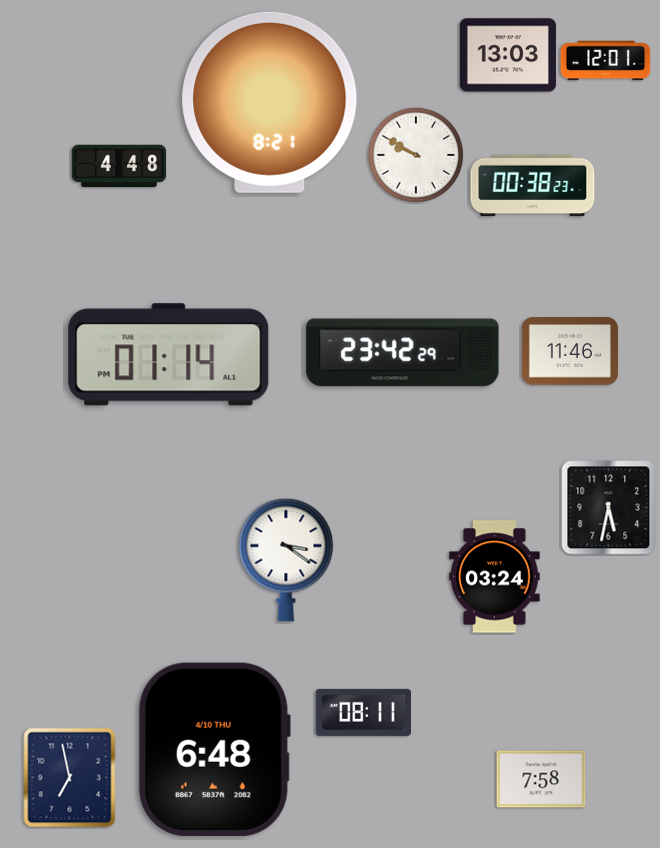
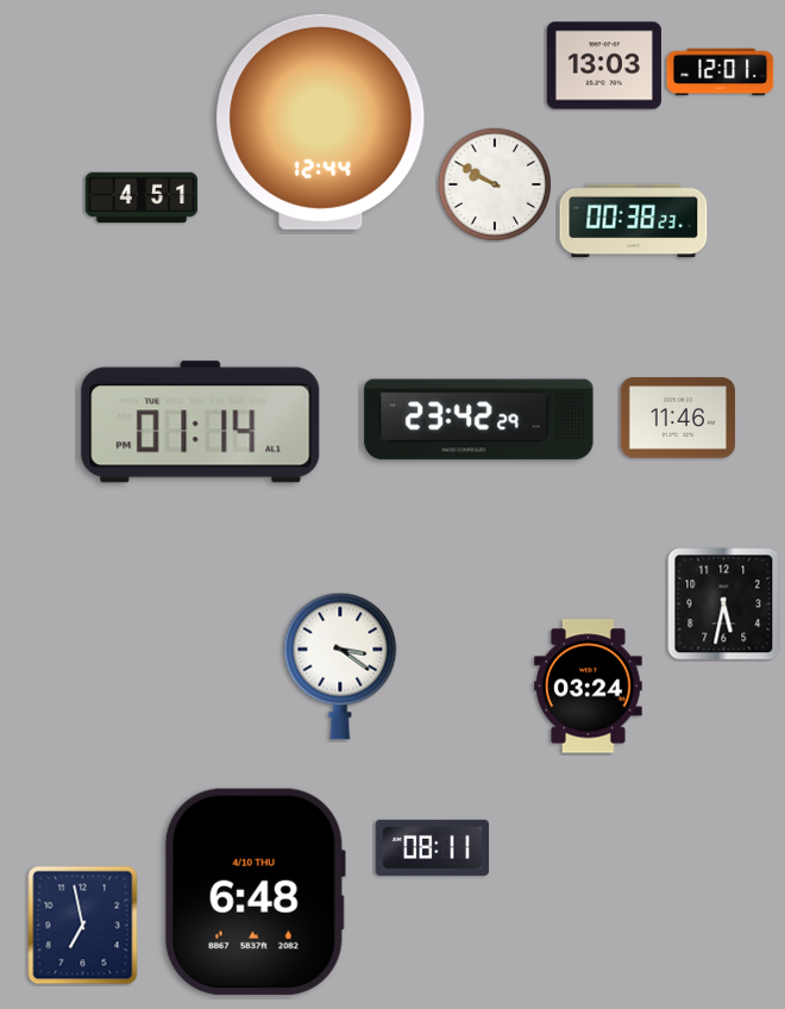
clock at (270, 102): 8:21 -> 12:44
clock at (119, 166): 4:48 -> 4:51
clock at (541, 779): 7:58 -> none
